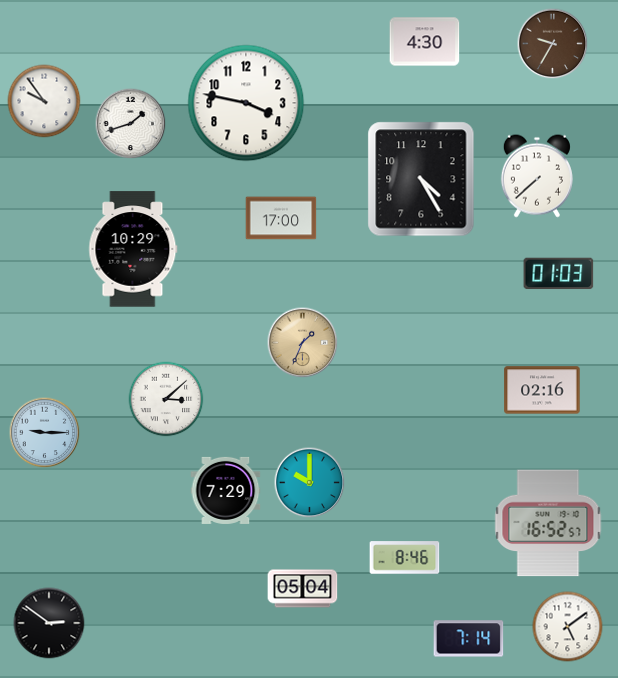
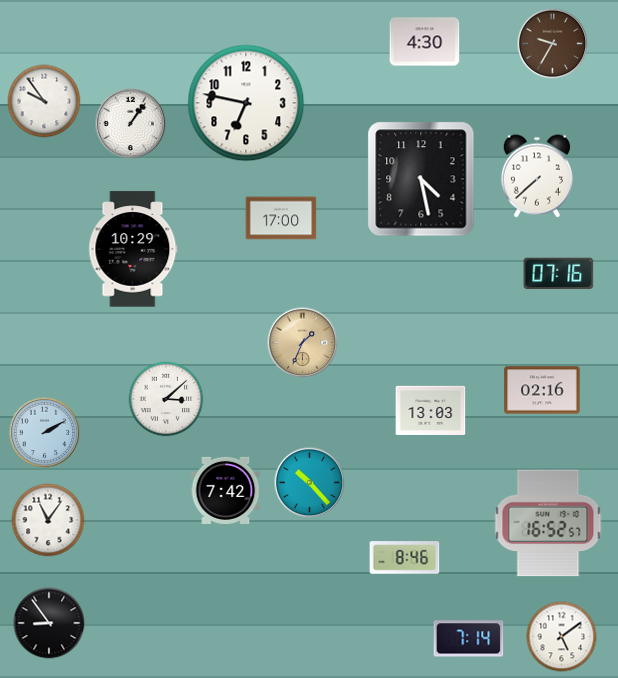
clock at (246, 103): 3:47 -> 6:47
clock at (131, 124): 1:42 -> 1:06
clock at (421, 179): 4:25 -> 4:28
clock at (559, 274): 01:03 -> 07:16
clock at (431, 410): none -> 13:03
clock at (45, 433): 9:15 -> 2:10
clock at (310, 483): 10:00 -> 10:23
clock at (226, 490): 7:29 -> 7:42
clock at (48, 520): none -> 11:06
clock at (303, 589): 05:04 -> none
clock at (49, 623): 2:51 -> 8:54
clock at (568, 627) position: (568, 627) -> (562, 637)
